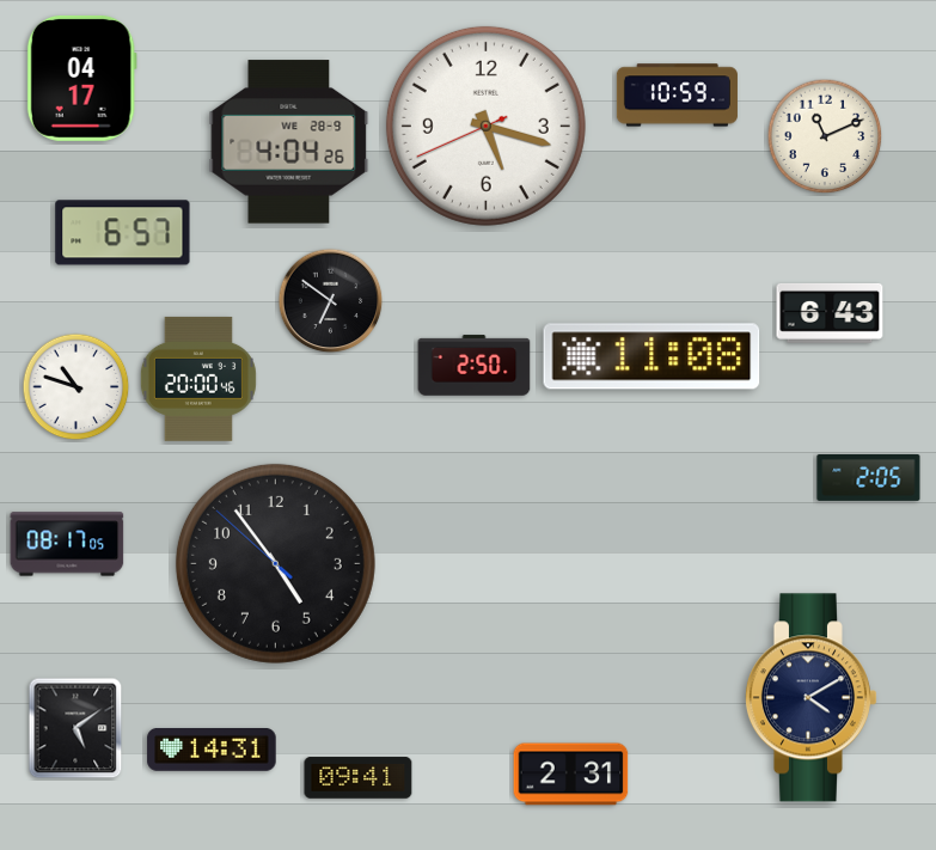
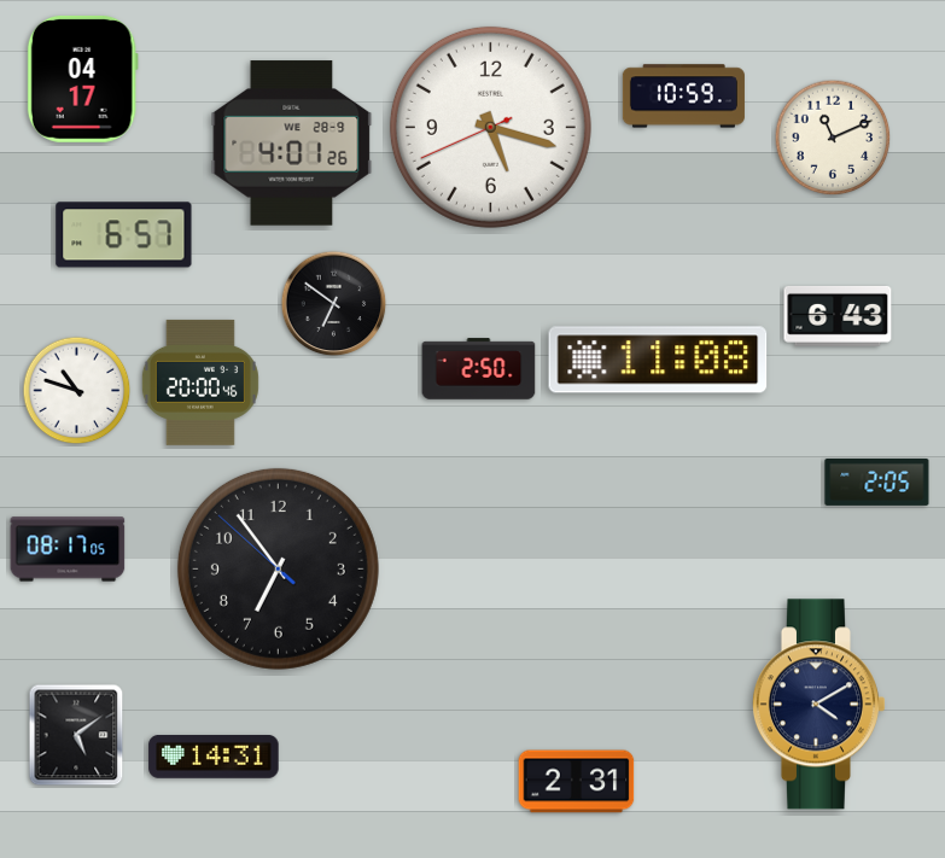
clock at (289, 142): 4:04 -> 4:01
clock at (275, 563): 4:53 -> 6:53
clock at (359, 778): 09:41 -> none
